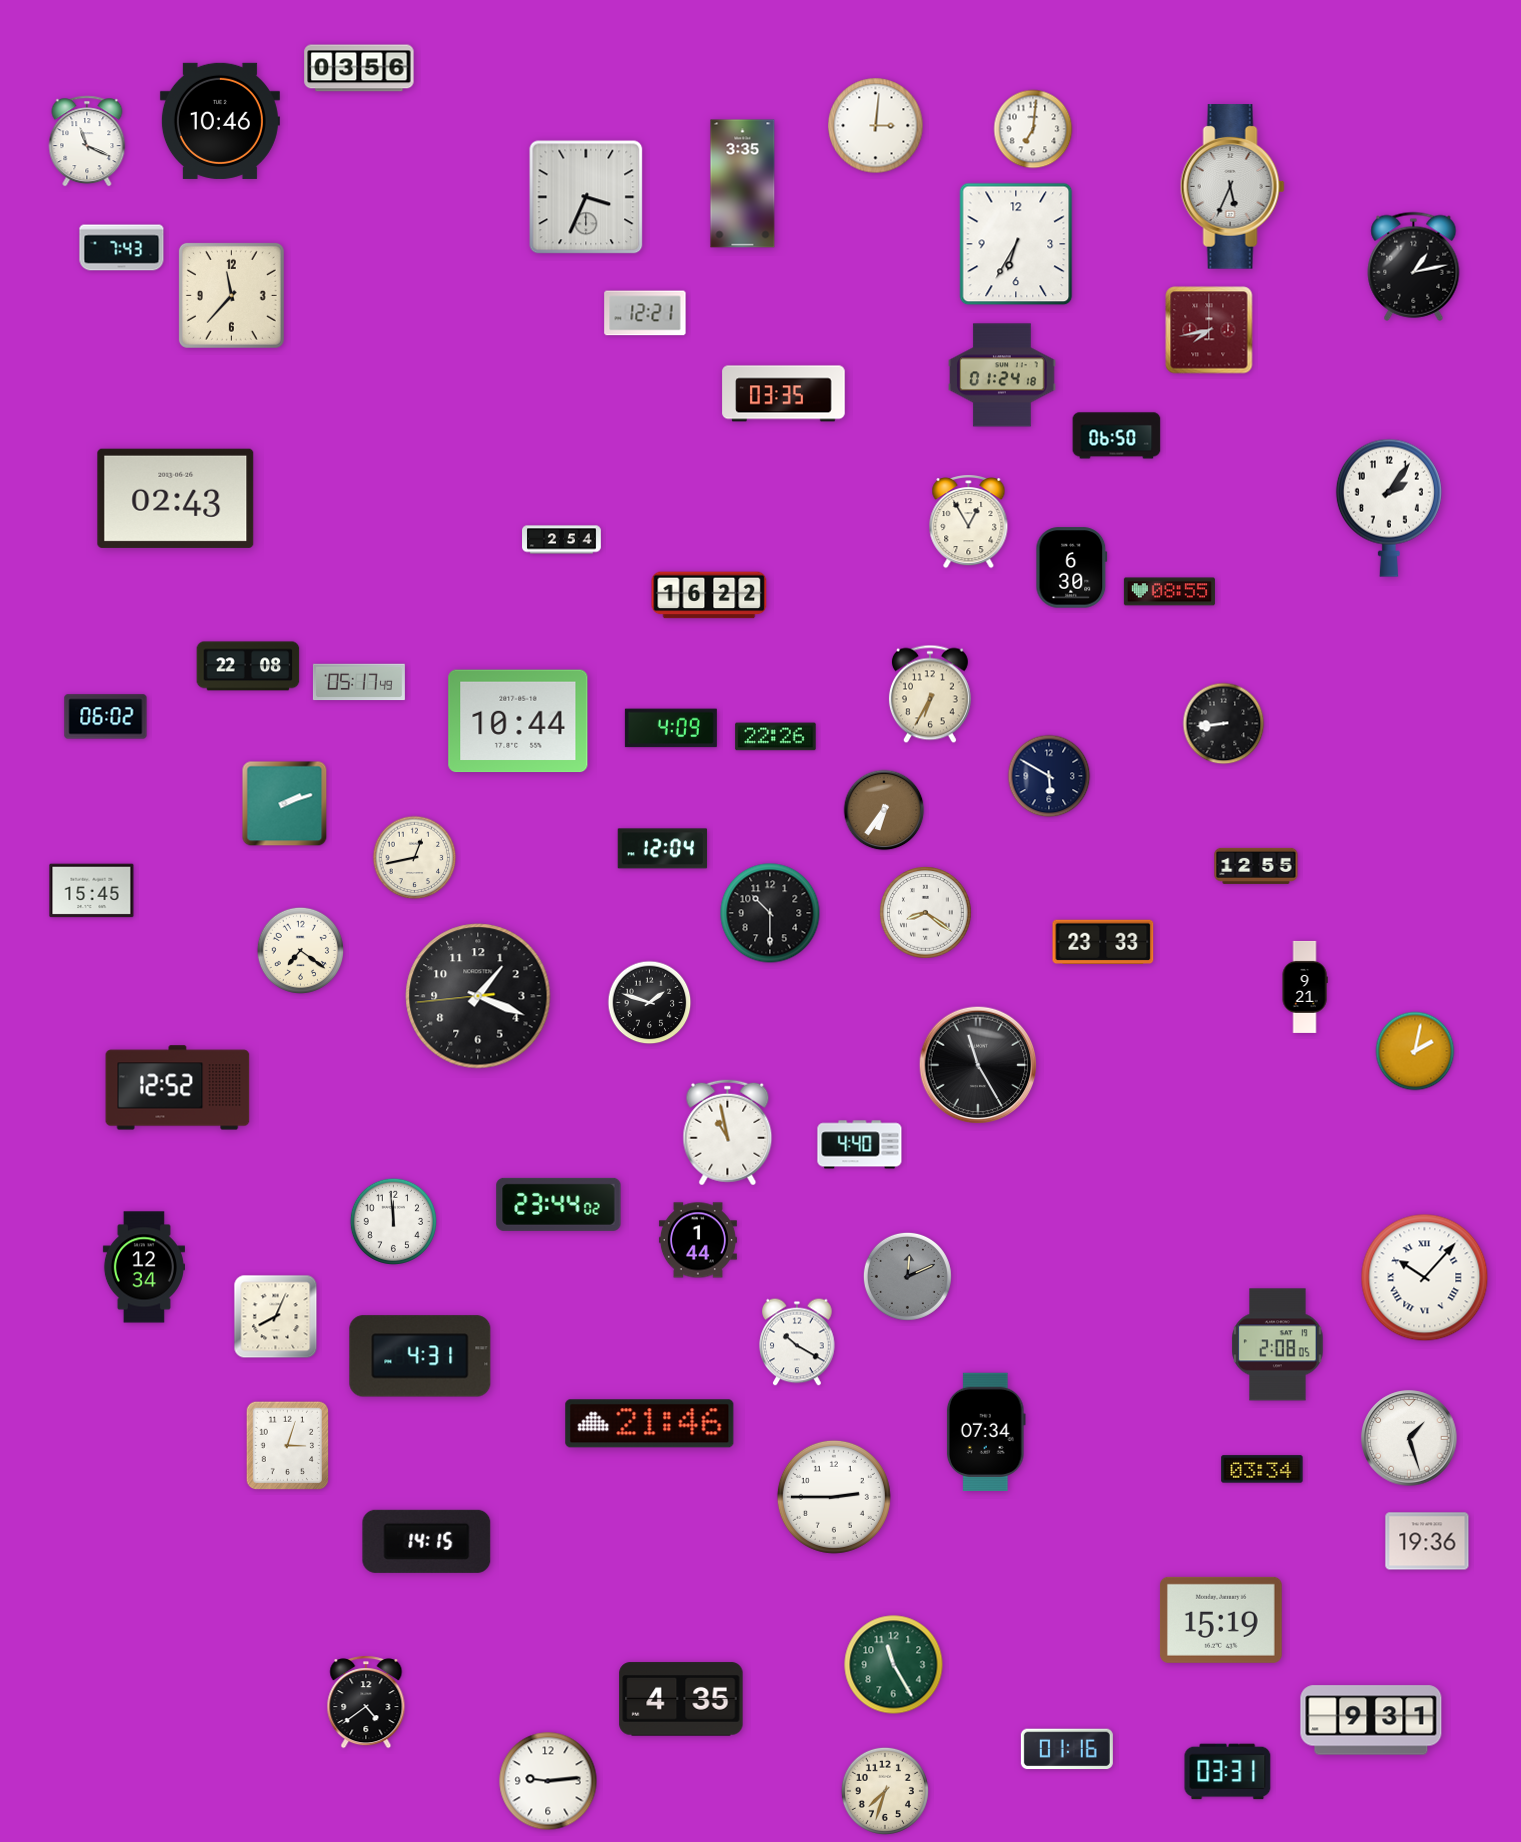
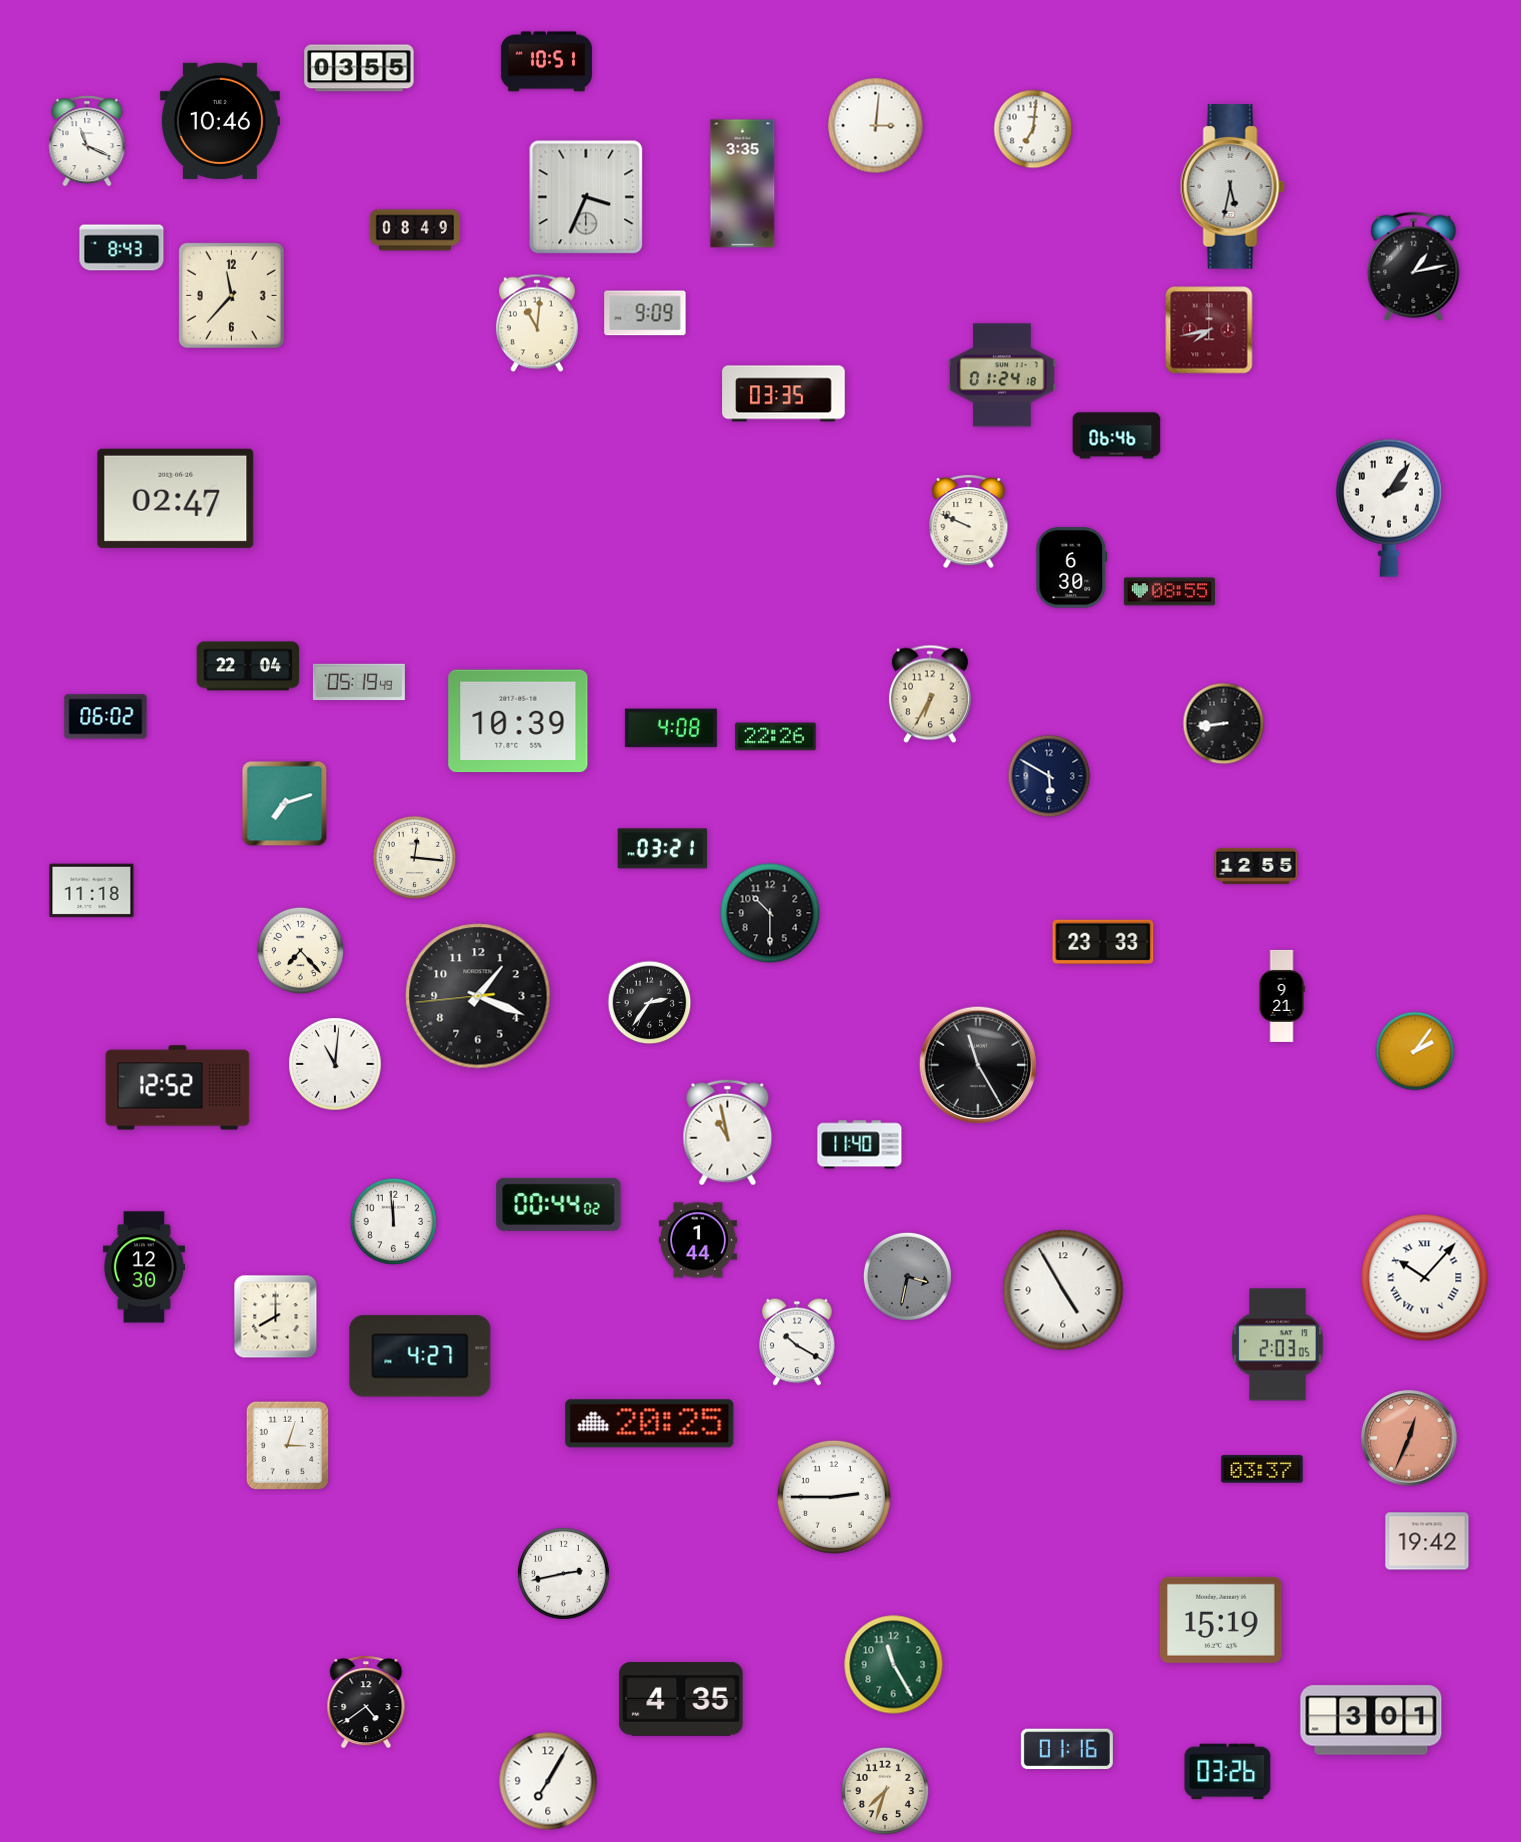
clock at (546, 62): none -> 10:51
clock at (359, 68): 03:56 -> 03:55
clock at (1232, 187): 5:34 -> 5:32
clock at (414, 230): none -> 08:49
clock at (1016, 244): 6:35 -> none
clock at (122, 248): 7:43 -> 8:43
clock at (645, 313): 12:21 -> 9:09
clock at (537, 323): none -> 11:01
clock at (1117, 436): 06:50 -> 06:46
clock at (176, 498): 02:43 -> 02:47
clock at (969, 522): 12:55 -> 9:49
clock at (562, 540): 2:54 -> none
clock at (709, 595): 16:22 -> none
clock at (248, 666): 22:08 -> 22:04
clock at (359, 682): 05:17 -> 05:19
clock at (518, 721): 10:44 -> 10:39
clock at (671, 728): 4:09 -> 4:08
clock at (285, 804): 2:12 -> 7:12
clock at (884, 810): 6:36 -> none
clock at (663, 849): 12:04 -> 03:21
clock at (415, 858): 12:43 -> 12:16
clock at (92, 891): 15:45 -> 11:18
clock at (926, 913): 8:21 -> none
clock at (300, 950): 7:21 -> 7:23
clock at (1305, 987) position: (1305, 987) -> (1282, 996)
clock at (650, 1003): 1:48 -> 2:36
clock at (1415, 1051): 2:02 -> 2:06
clock at (335, 1064): none -> 11:01
clock at (860, 1145): 4:40 -> 11:40
clock at (559, 1204): 23:44 -> 00:44
clock at (144, 1267): 12:34 -> 12:30
clock at (907, 1276): 12:11 -> 3:32
clock at (1063, 1290): none -> 4:55
clock at (276, 1317): 8:04 -> 8:00
clock at (1278, 1345): 2:08 -> 2:03
clock at (420, 1356): 4:31 -> 4:27
clock at (650, 1424): 21:46 -> 20:25
clock at (986, 1431): 07:34 -> none
clock at (1409, 1438): 1:27 -> 12:34
clock at (1409, 1438) dial: white -> salmon
clock at (1262, 1469): 03:34 -> 03:37
clock at (427, 1541): 14:15 -> none
clock at (1427, 1541): 19:36 -> 19:42
clock at (564, 1574): none -> 2:43
clock at (1371, 1720): 9:31 -> 3:01
clock at (1228, 1772): 03:31 -> 03:26
clock at (548, 1781): 9:14 -> 7:05
